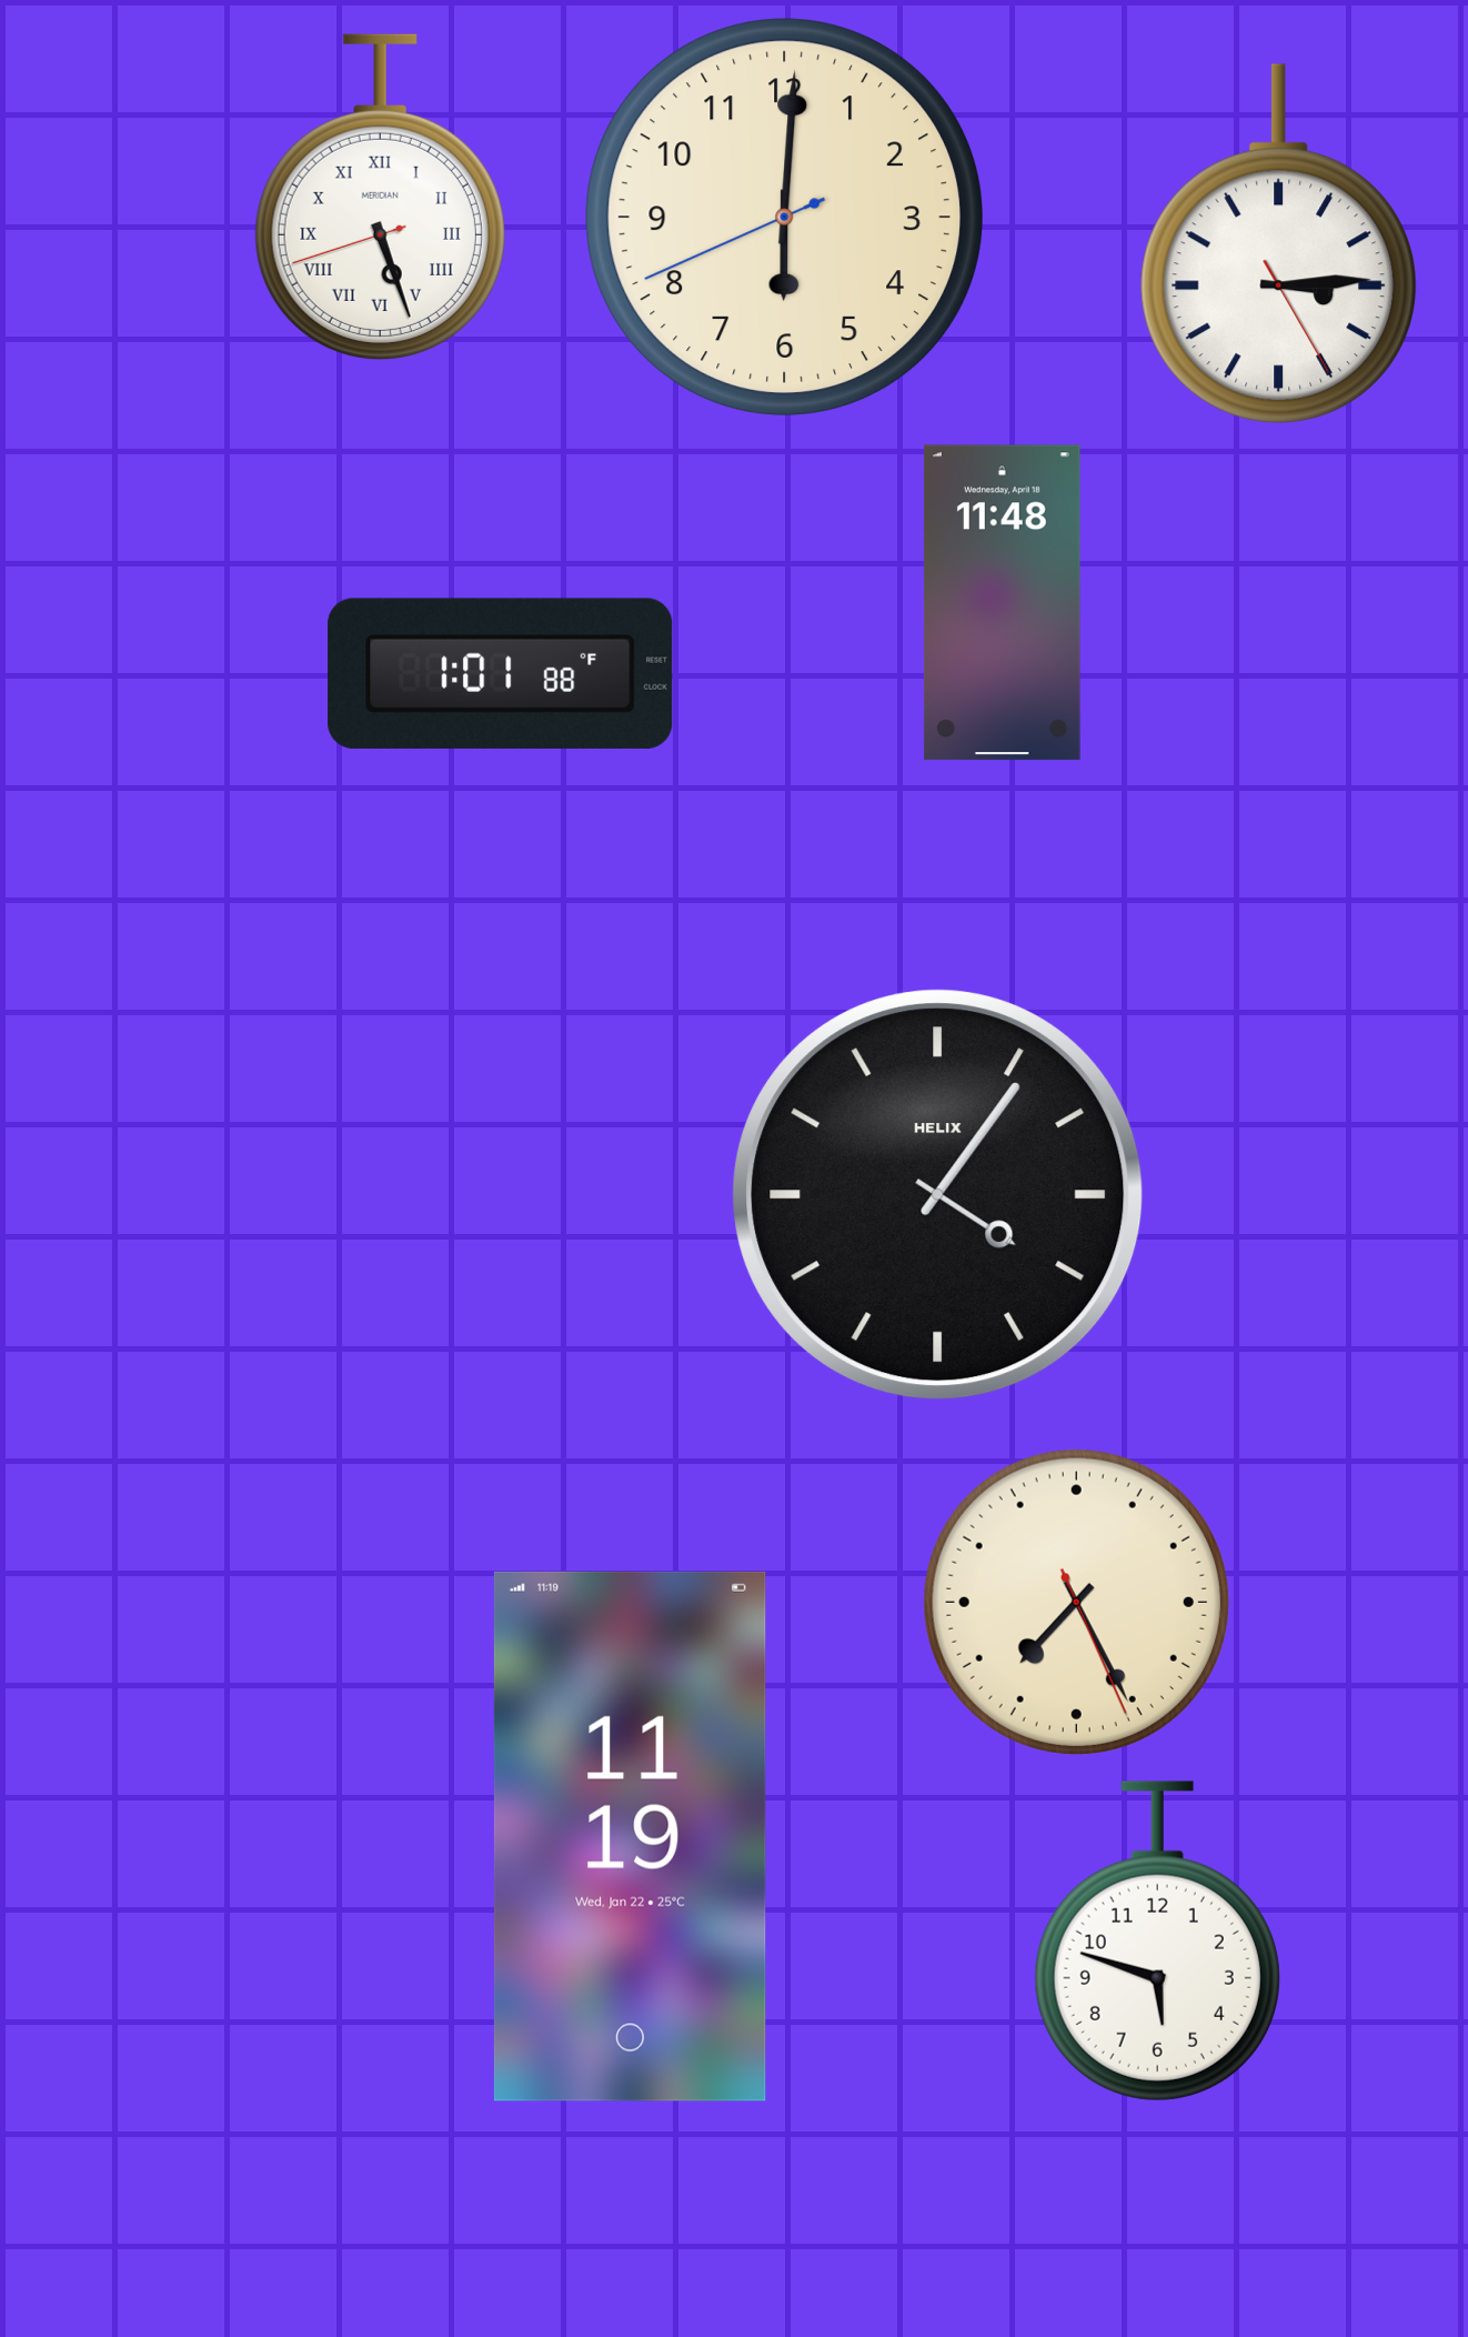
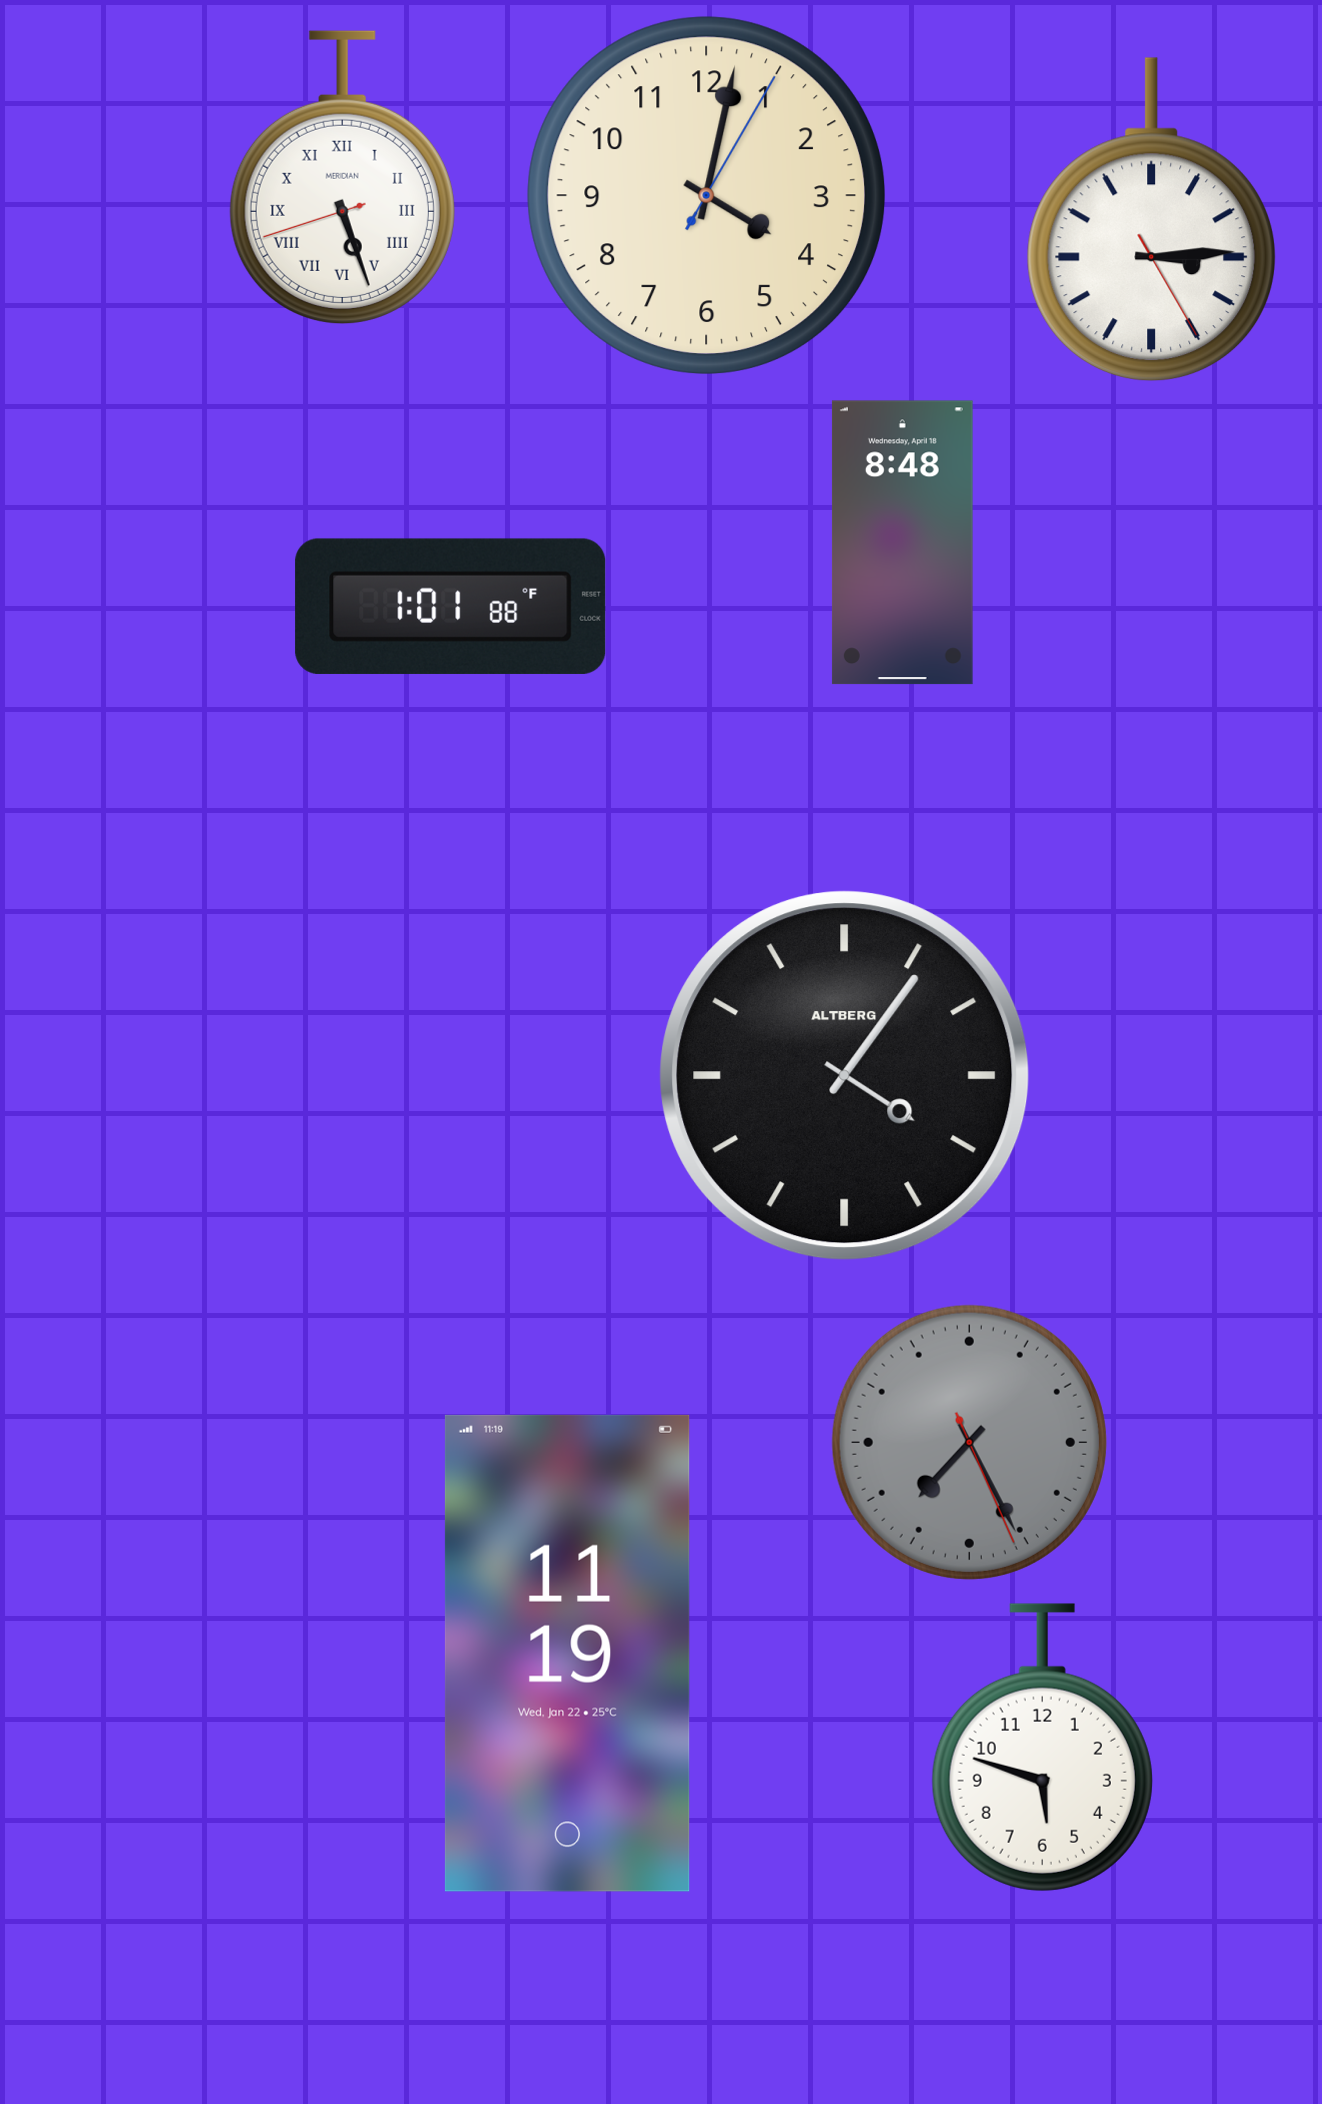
clock at (784, 217): 6:00 -> 4:02
clock at (1002, 603): 11:48 -> 8:48
clock at (938, 1195) brand: HELIX -> ALTBERG
clock at (1076, 1602) dial: cream -> grey
